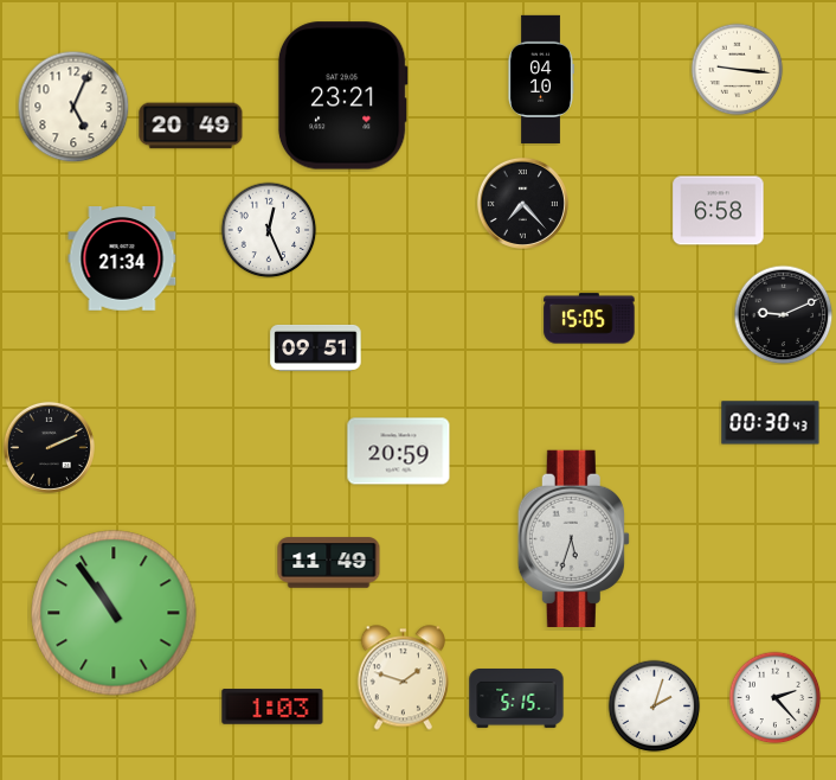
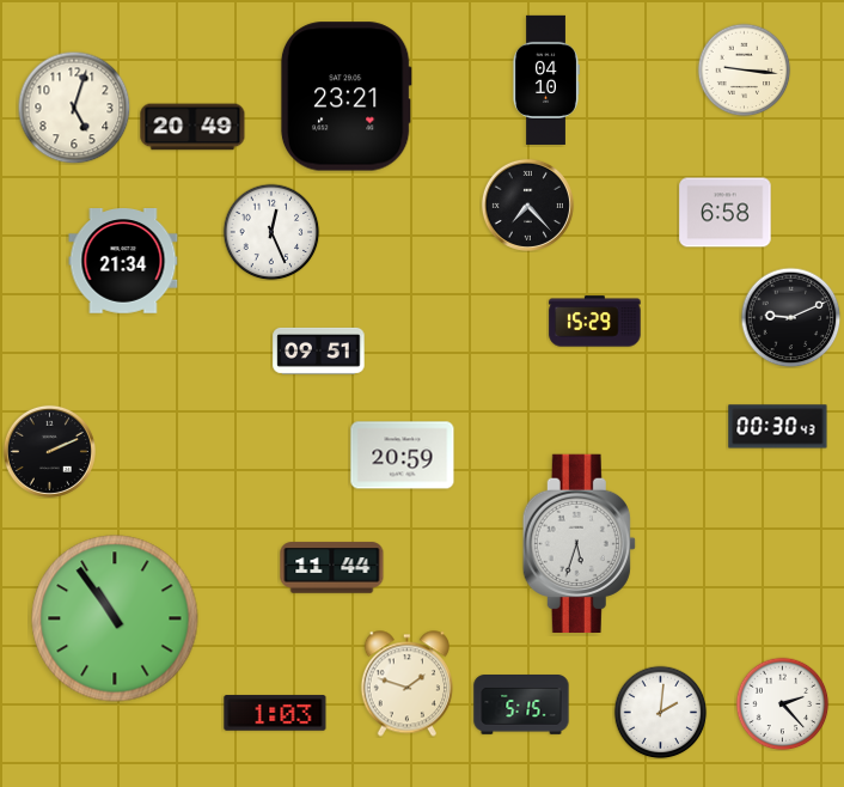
clock at (73, 107): 5:04 -> 5:03
clock at (590, 319): 15:05 -> 15:29
clock at (329, 563): 11:49 -> 11:44
clock at (654, 705): 2:03 -> 2:01
